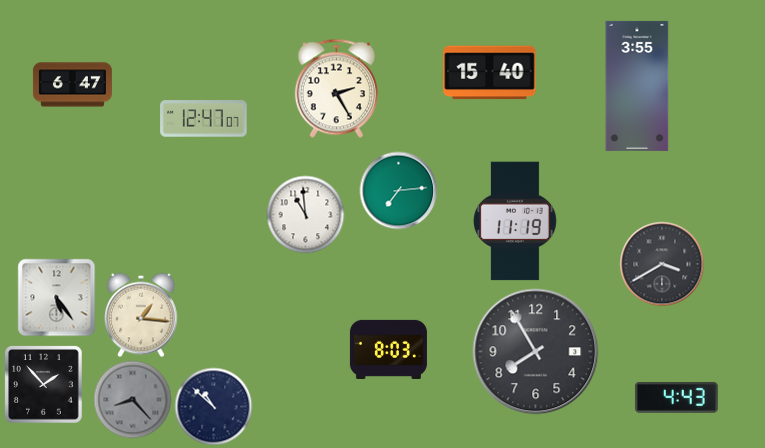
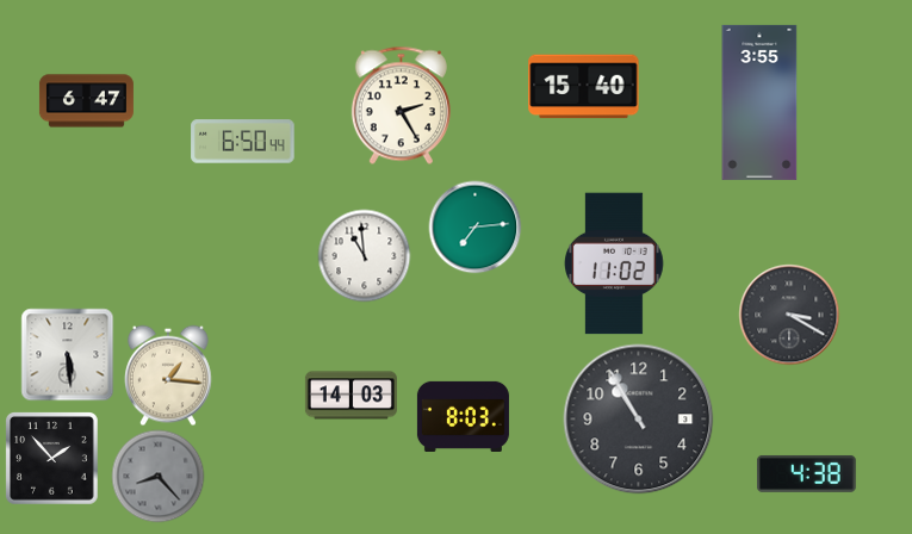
clock at (204, 119): 12:47 -> 6:50
clock at (516, 221): 11:19 -> 11:02
clock at (662, 264): 3:40 -> 3:20
clock at (56, 297): 5:24 -> 5:29
clock at (350, 396): none -> 14:03
clock at (536, 352): 7:55 -> 10:55
clock at (676, 397): 4:43 -> 4:38
clock at (213, 406): 10:52 -> none
